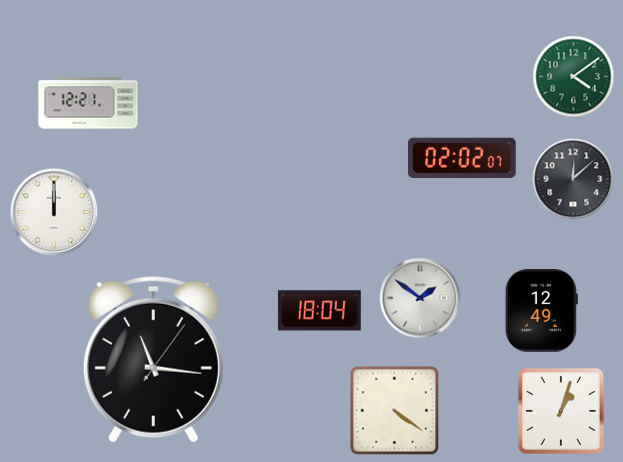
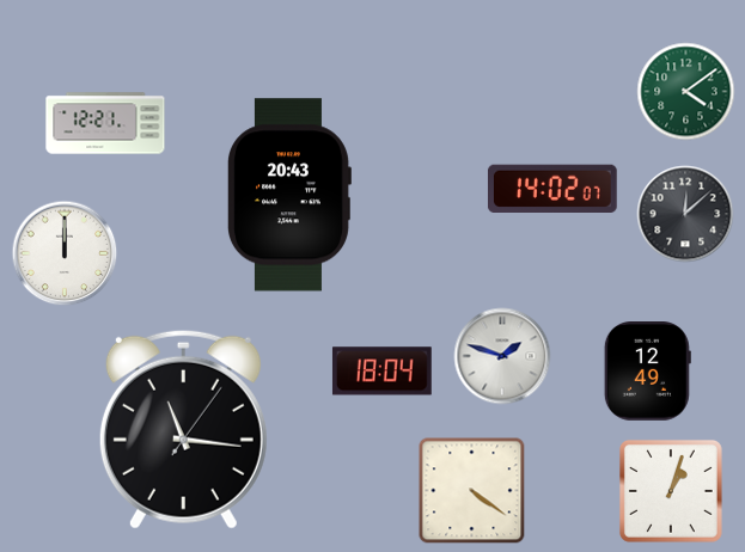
clock at (462, 157): 02:02 -> 14:02
clock at (288, 195): none -> 20:43
clock at (420, 298): 1:51 -> 1:48
